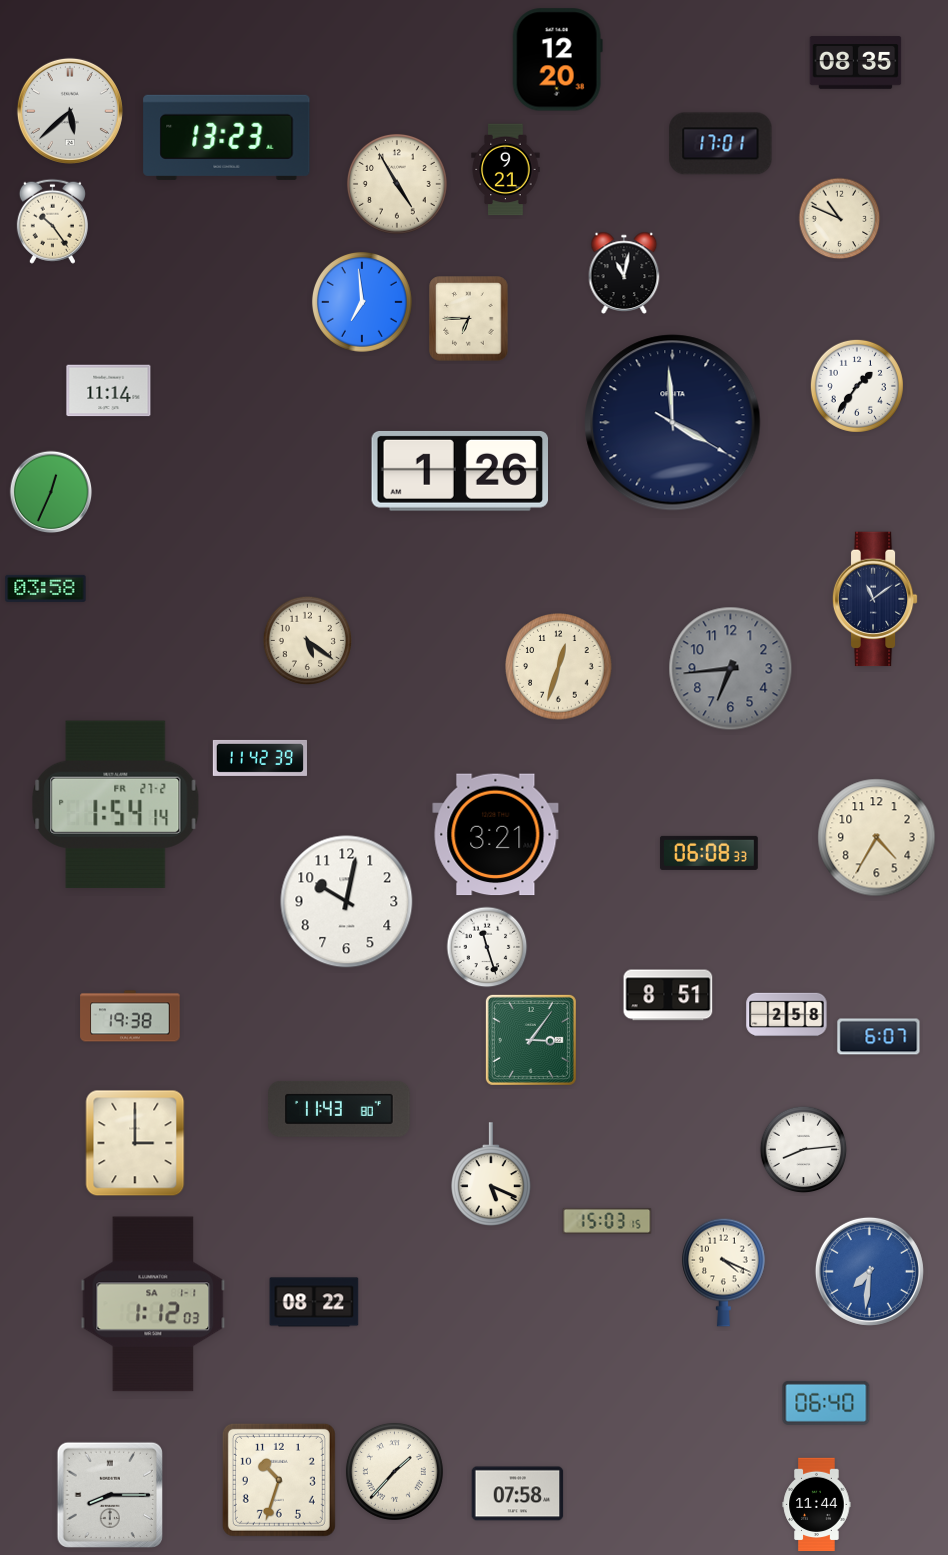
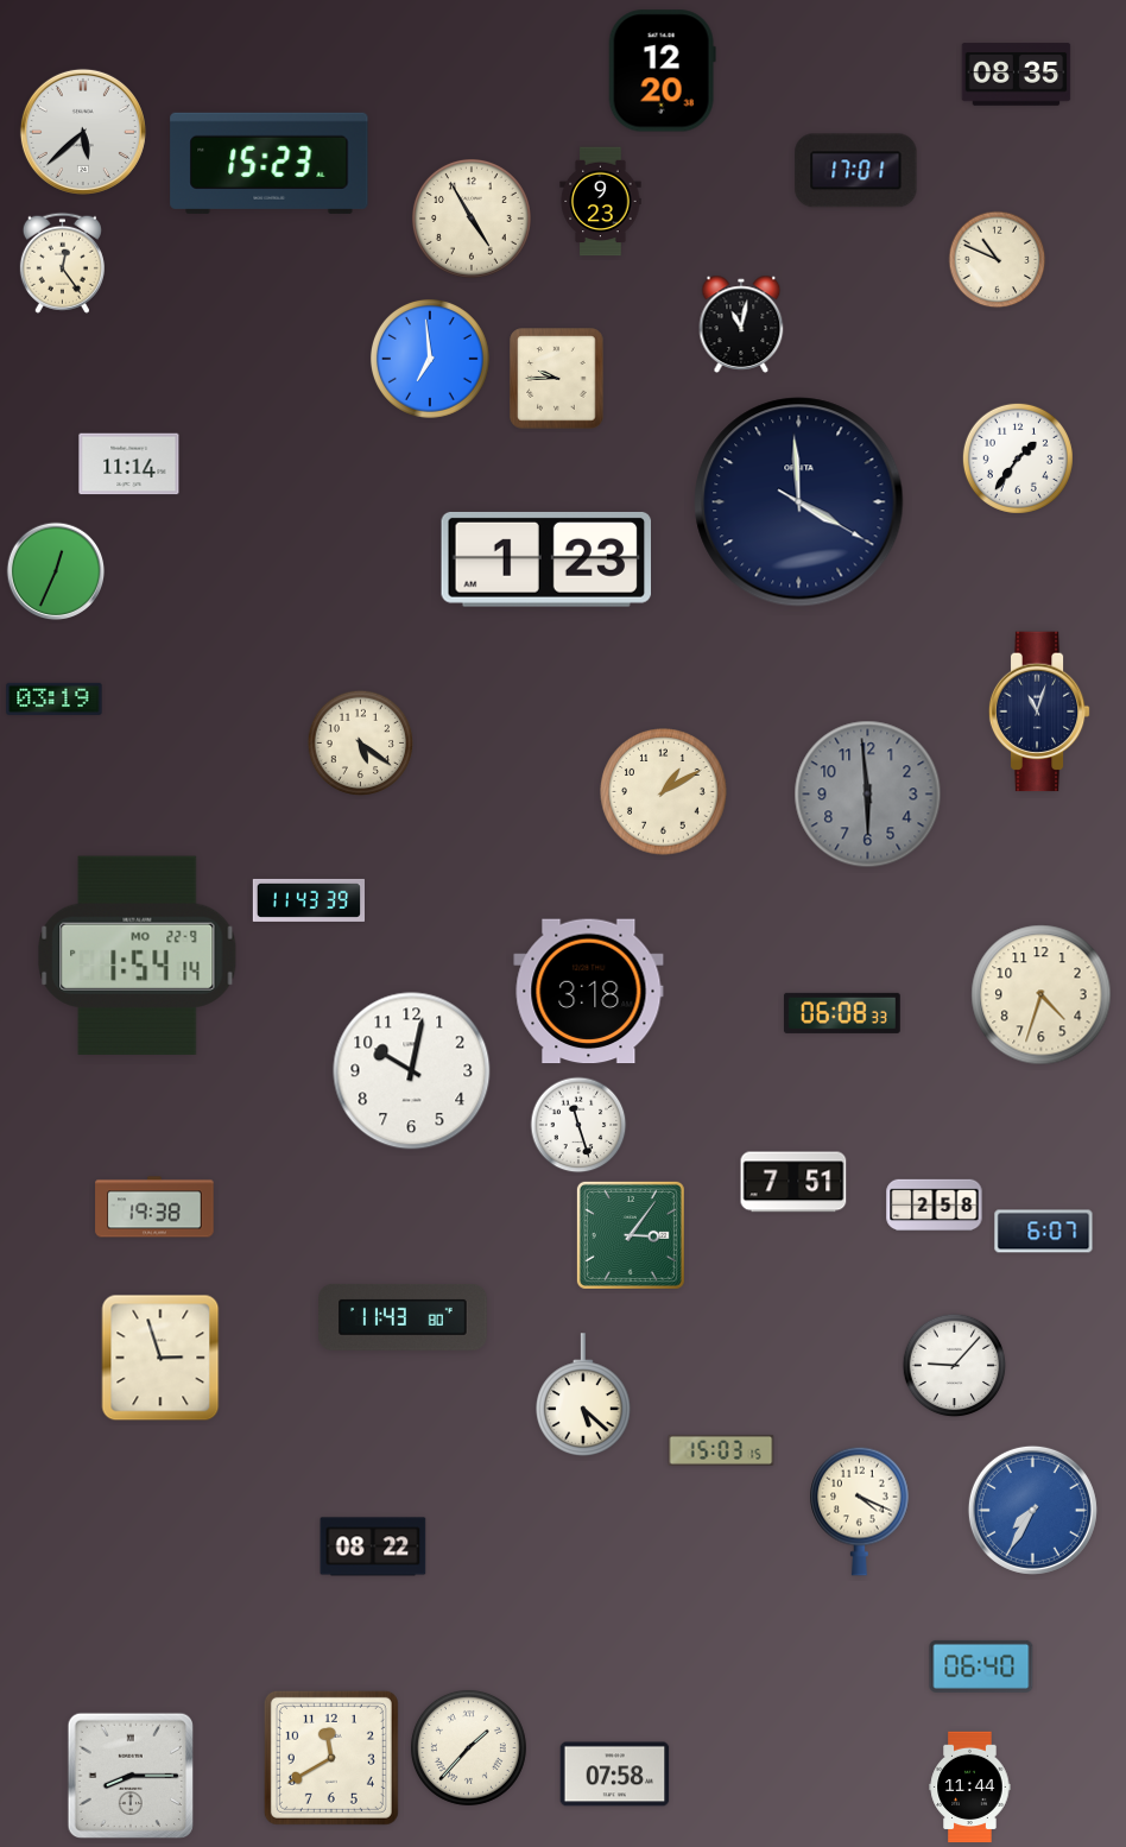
clock at (227, 137): 13:23 -> 15:23
clock at (506, 170): 9:21 -> 9:23
clock at (52, 221): 10:24 -> 12:24
clock at (469, 319): 6:45 -> 9:45
clock at (460, 471): 1:26 -> 1:23
clock at (51, 492) position: (51, 492) -> (56, 571)
clock at (46, 588): 03:58 -> 03:19
clock at (875, 599): 11:09 -> 11:03
clock at (308, 641) position: (308, 641) -> (361, 744)
clock at (559, 667): 12:33 -> 1:10
clock at (731, 669): 6:44 -> 5:59
clock at (259, 758): 11:42 -> 11:43
clock at (116, 804) date: FR 27-2 -> MO 22-9
clock at (496, 835): 3:21 -> 3:18
clock at (877, 838): 4:35 -> 4:33
clock at (668, 995): 8:51 -> 7:51
clock at (135, 1143): 3:00 -> 2:57
clock at (804, 1150): 8:14 -> 9:07
clock at (492, 1174): 5:19 -> 5:22
clock at (869, 1271): 7:31 -> 7:35
clock at (153, 1304): 1:12 -> none
clock at (279, 1480): 10:33 -> 11:40
